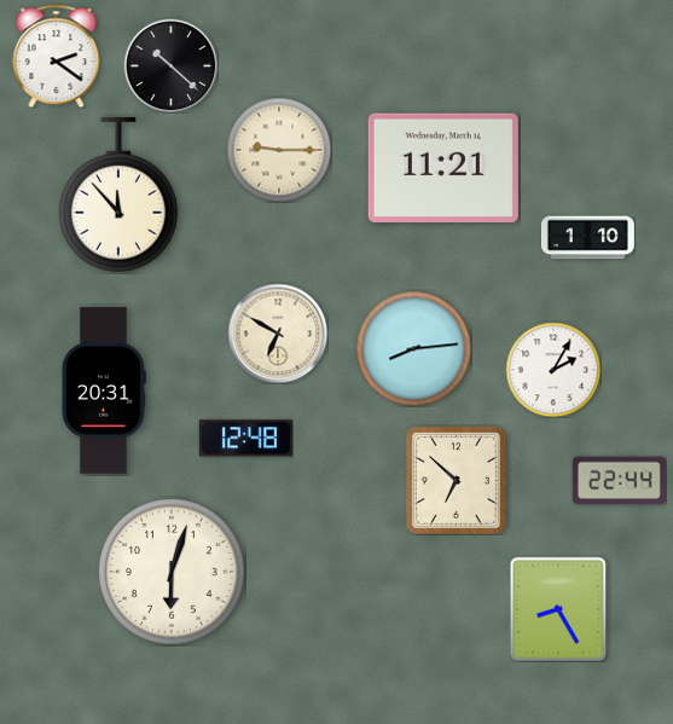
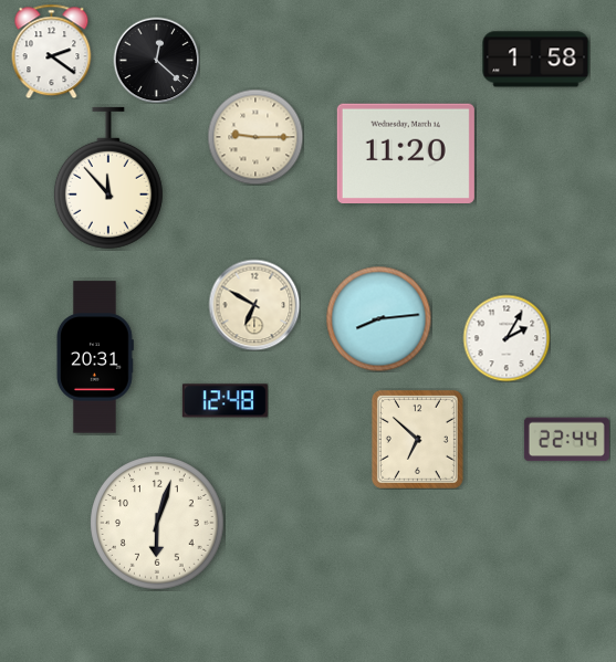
clock at (170, 65): 10:22 -> 12:22
clock at (536, 60): none -> 1:58
clock at (443, 167): 11:21 -> 11:20
clock at (587, 238): 1:10 -> none
clock at (558, 609): 8:25 -> none
